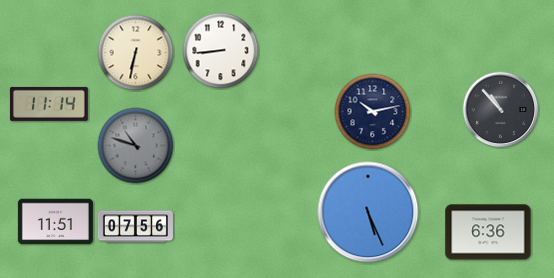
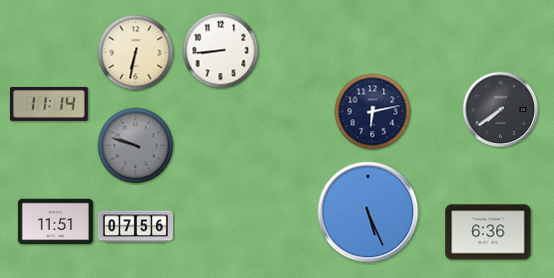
clock at (501, 110): 10:53 -> 7:39
clock at (373, 112): 10:13 -> 6:13
clock at (136, 146): 10:48 -> 9:48
